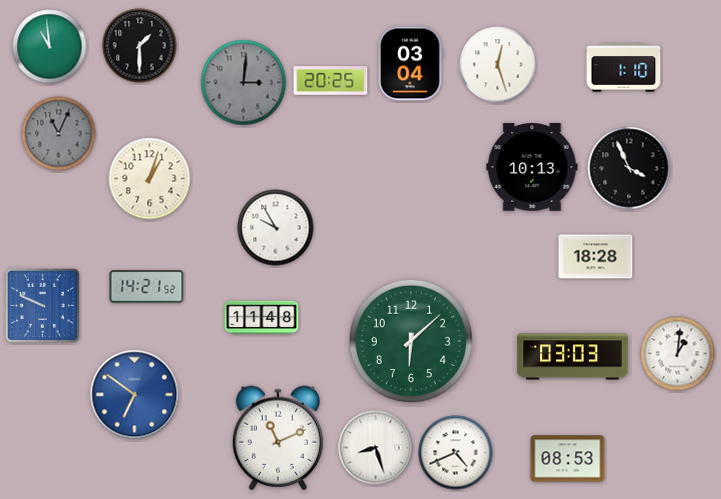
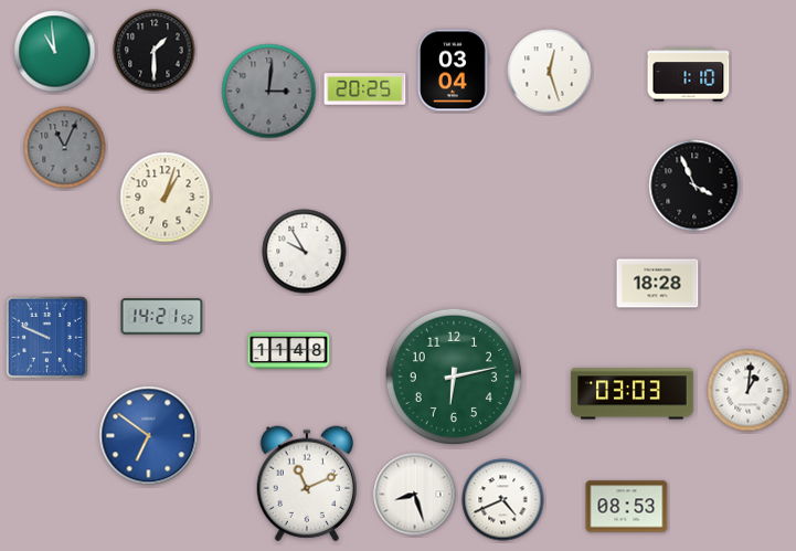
clock at (532, 167): 10:13 -> none
clock at (410, 340): 6:08 -> 6:13
